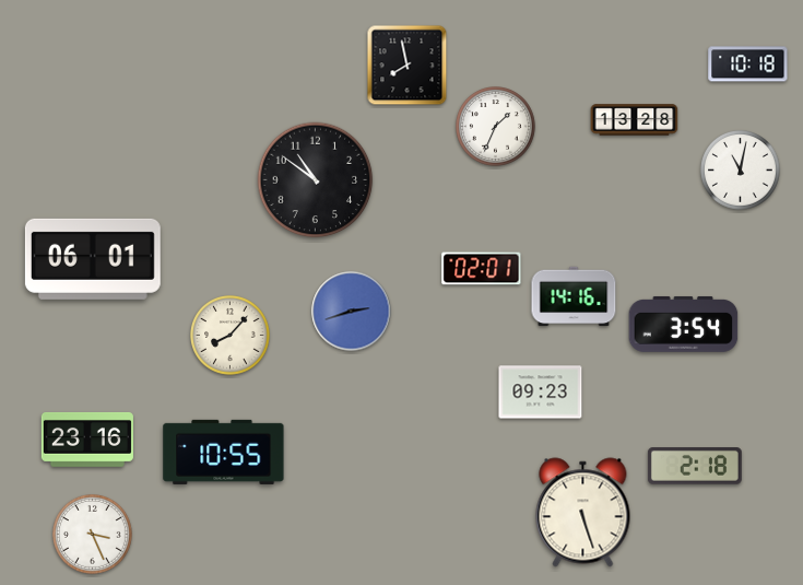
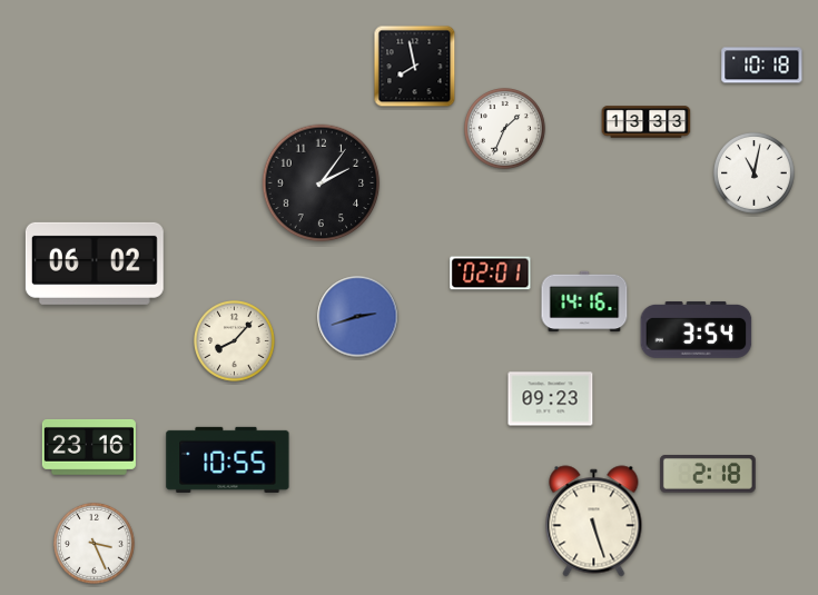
clock at (635, 120): 13:28 -> 13:33
clock at (316, 180): 10:51 -> 2:06
clock at (93, 259): 06:01 -> 06:02
